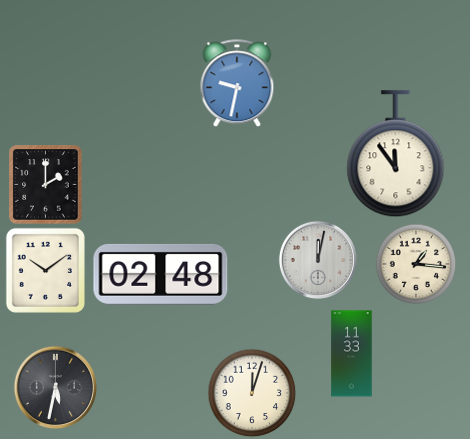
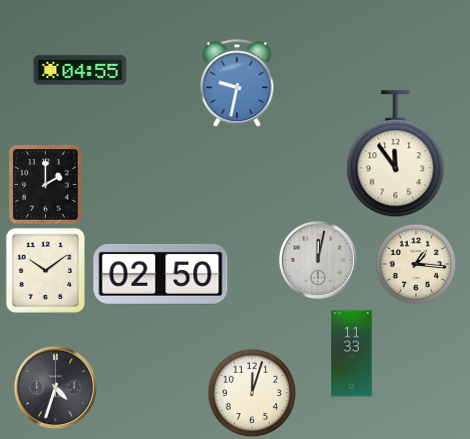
clock at (80, 70): none -> 04:55
clock at (161, 274): 02:48 -> 02:50
clock at (55, 387): 5:32 -> 4:33
